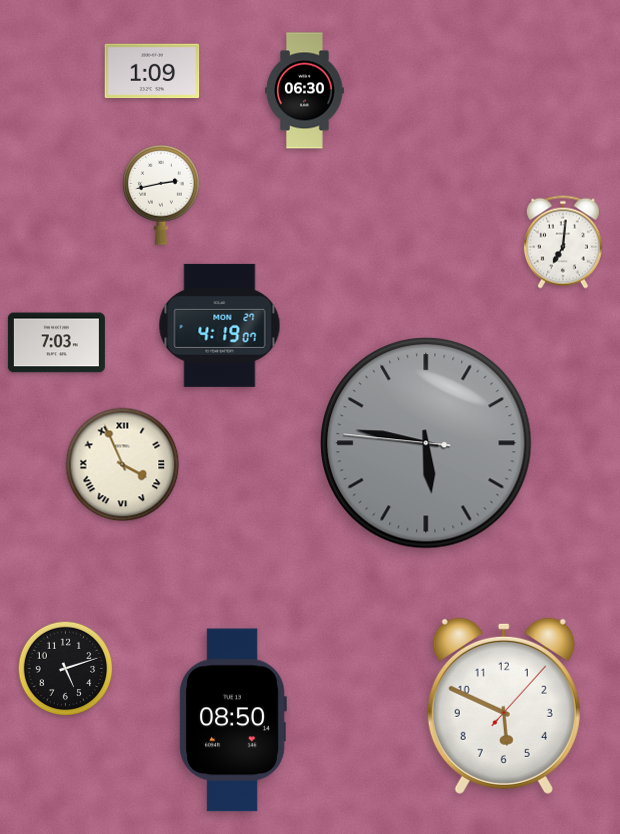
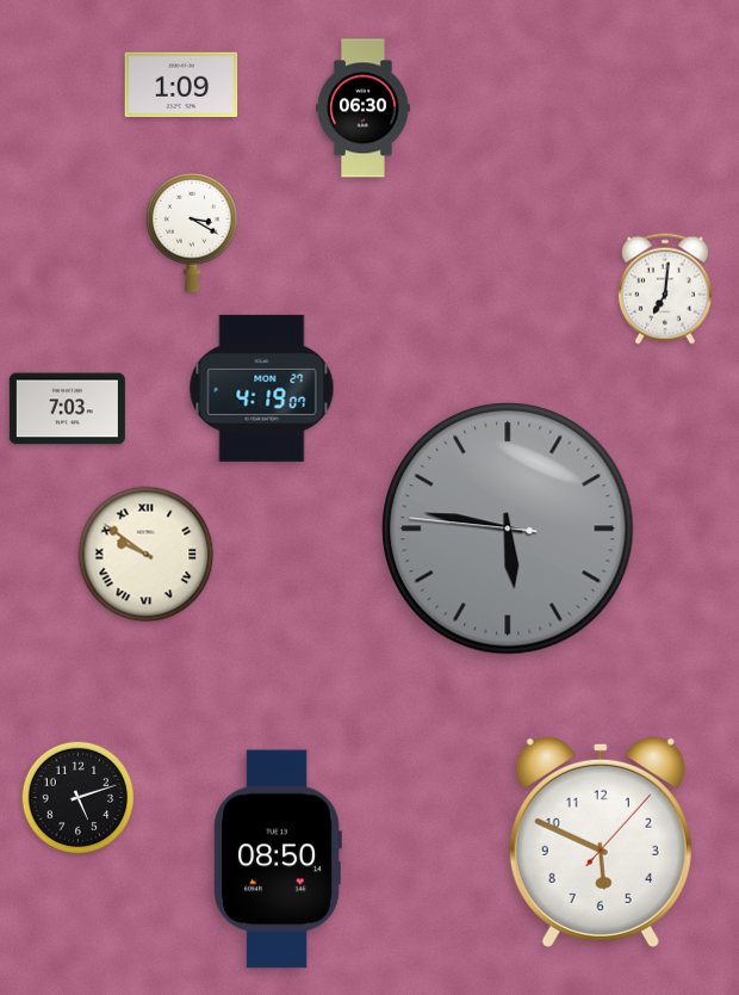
clock at (162, 195): 2:43 -> 3:20
clock at (563, 242) position: (563, 242) -> (665, 289)
clock at (123, 465): 3:56 -> 9:51
